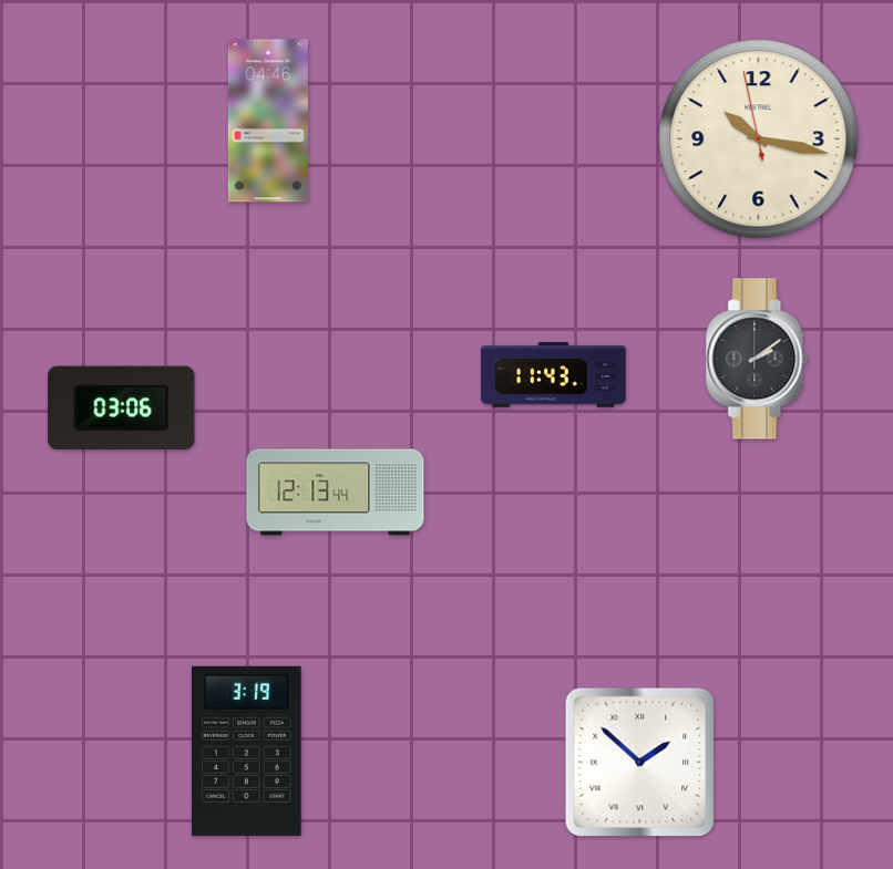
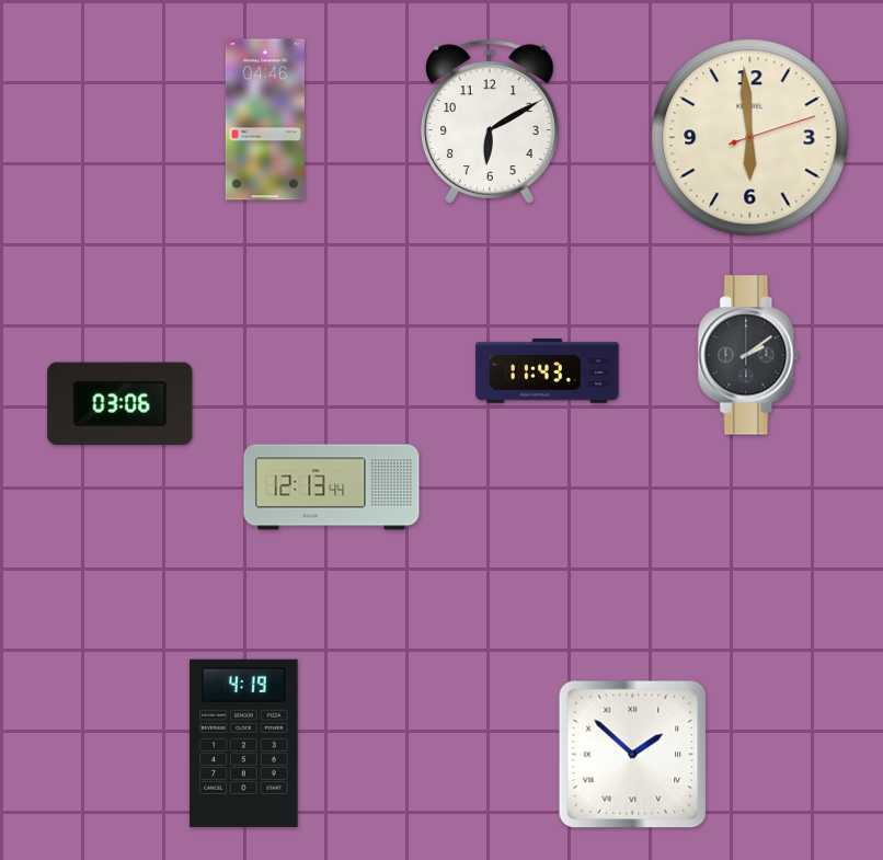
clock at (490, 122): none -> 6:10
clock at (759, 139): 10:16 -> 5:59
clock at (247, 751): 3:19 -> 4:19
